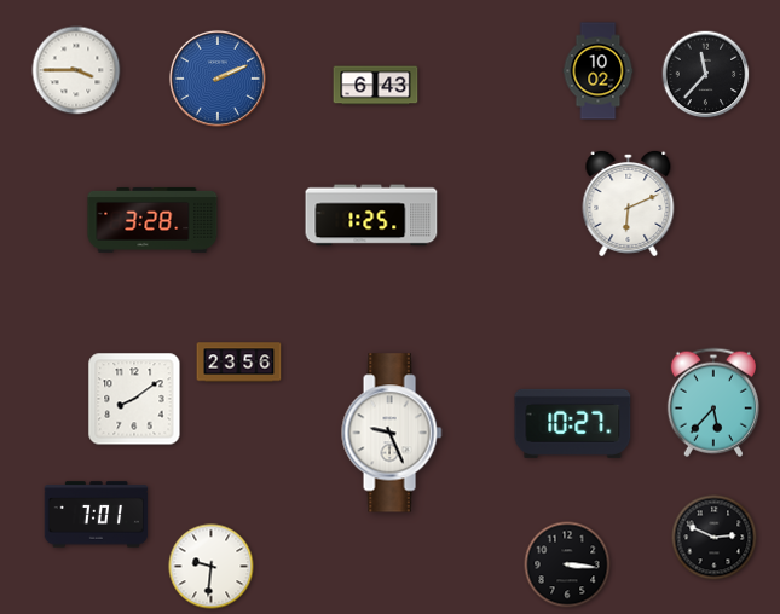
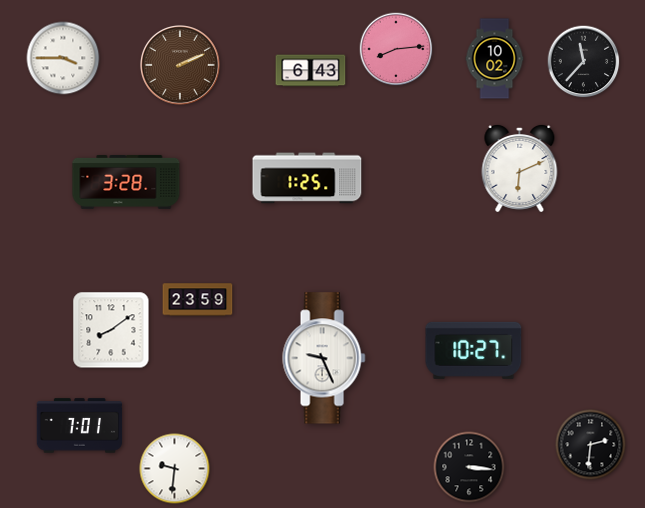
clock at (396, 49): none -> 8:14
clock at (218, 79) dial: blue -> brown
clock at (239, 363): 23:56 -> 23:59
clock at (713, 402): 5:37 -> none
clock at (715, 538): 2:49 -> 2:31
